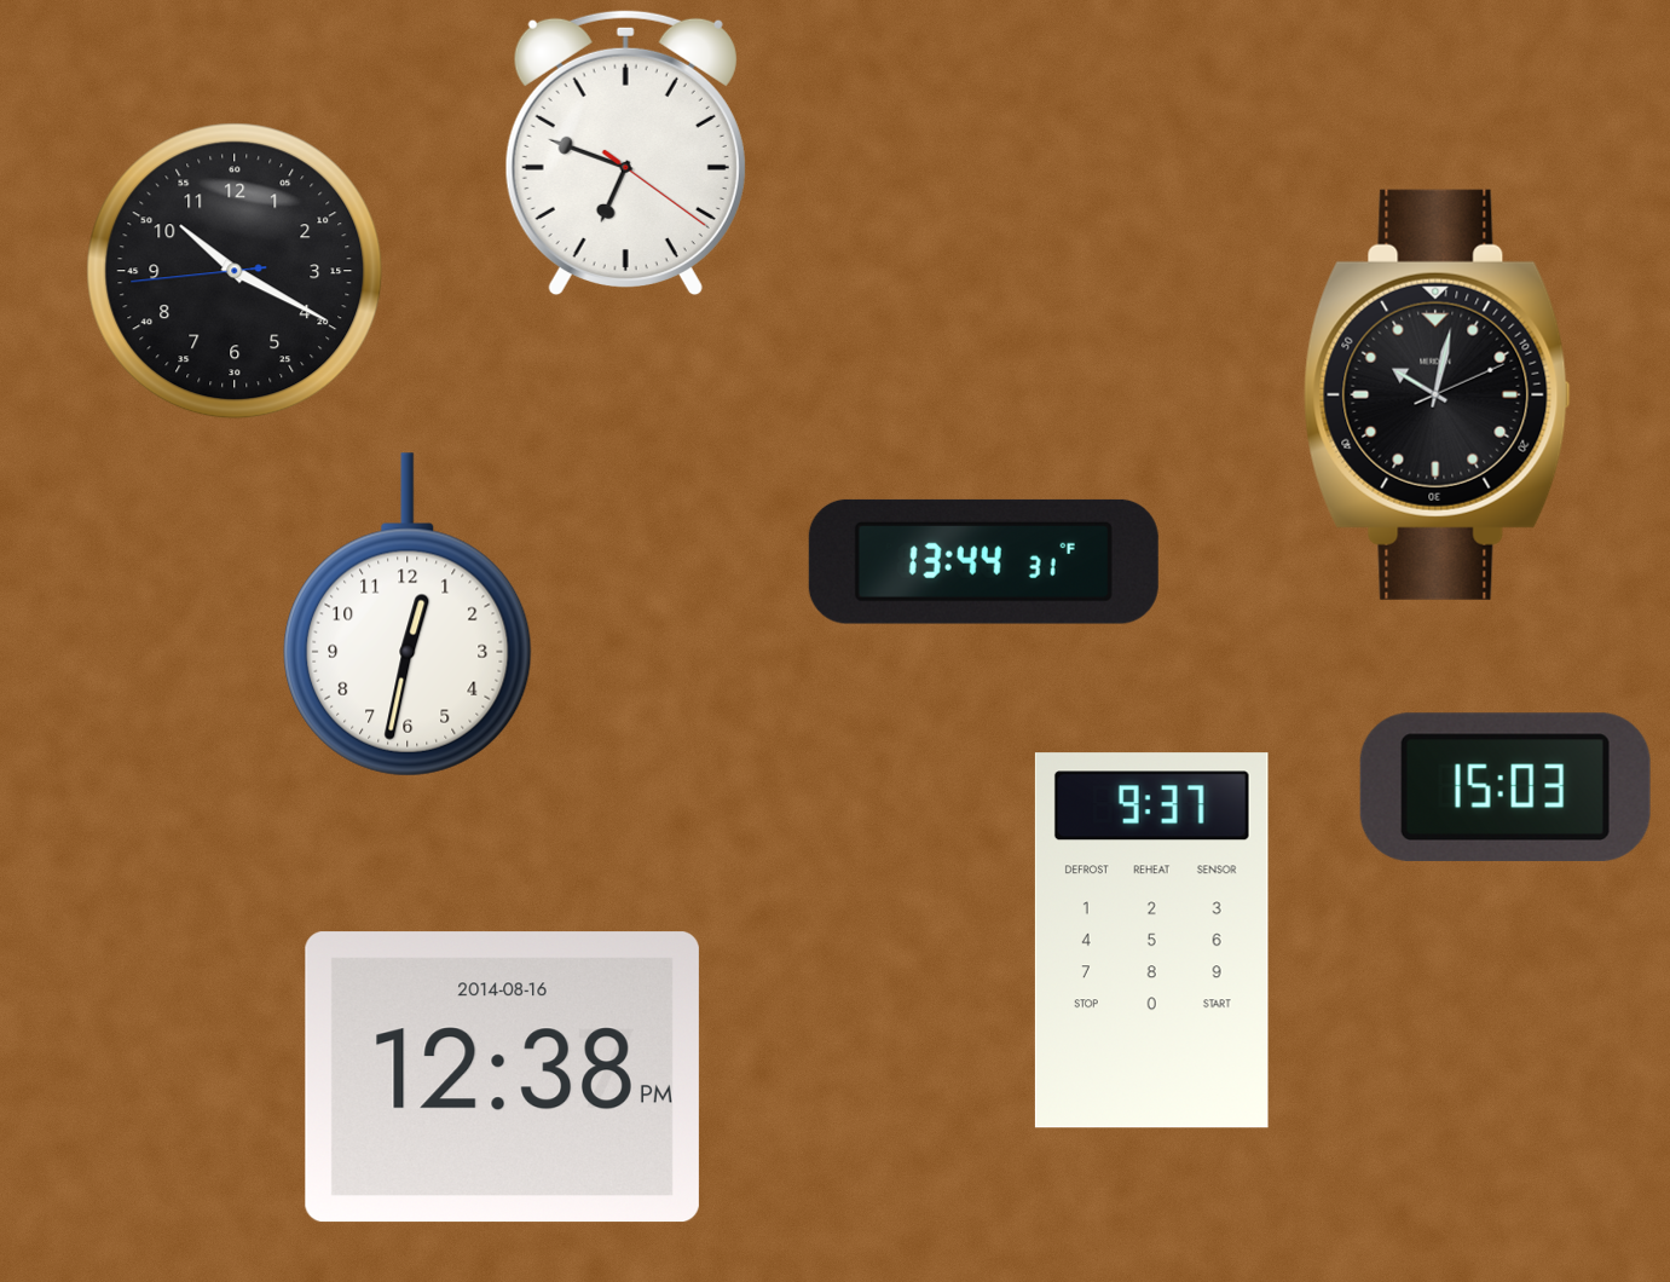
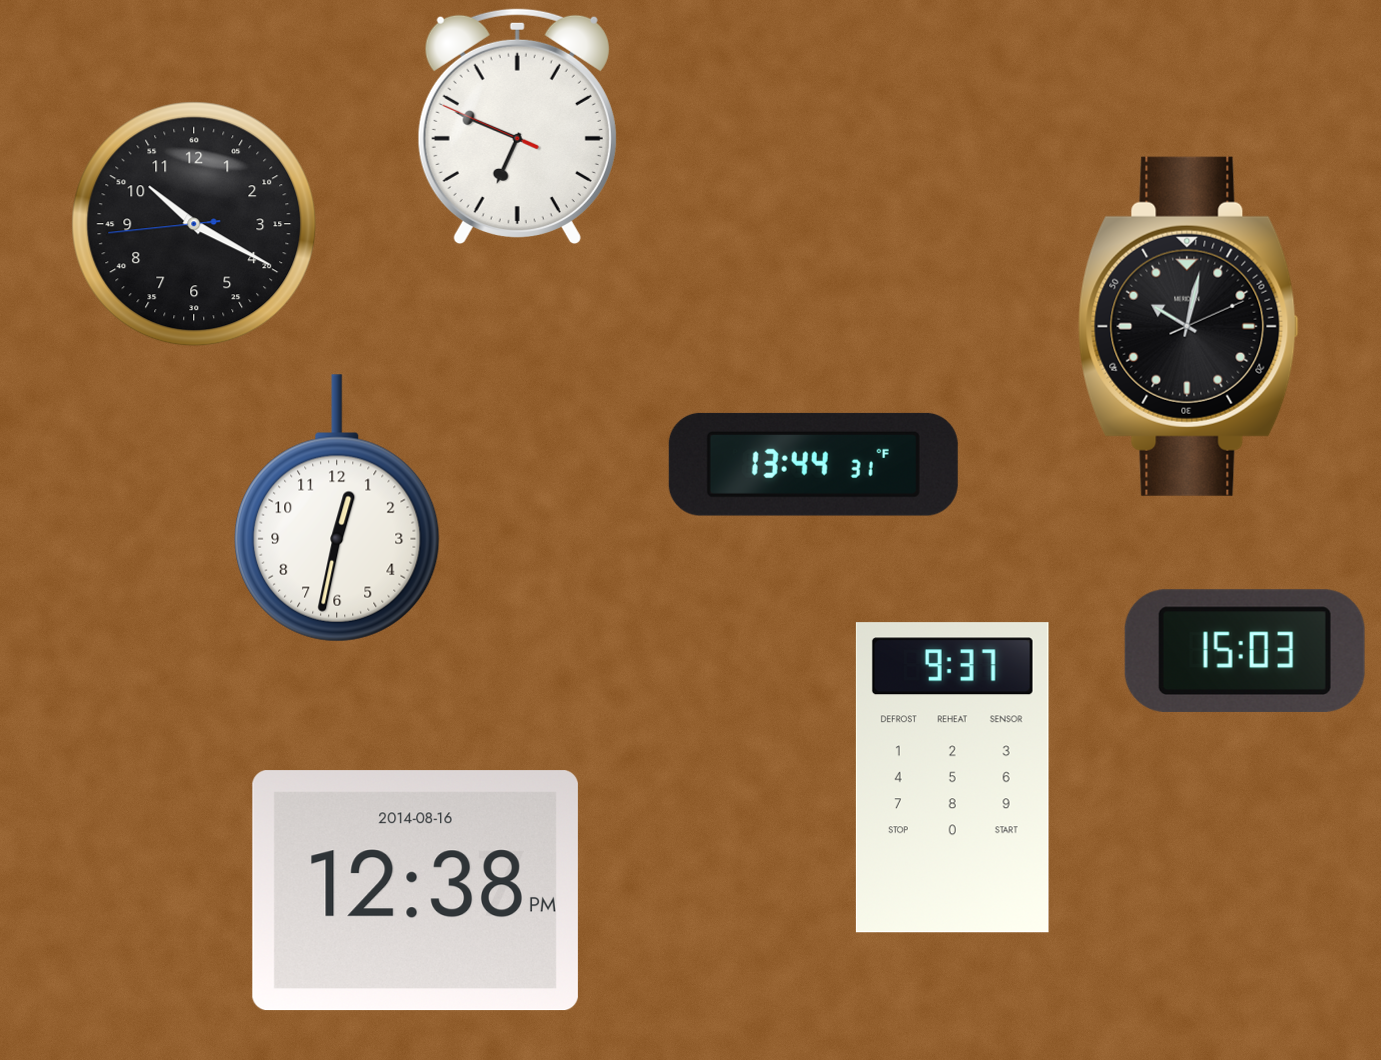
clock at (625, 151): 6:48:21 -> 6:48:49
